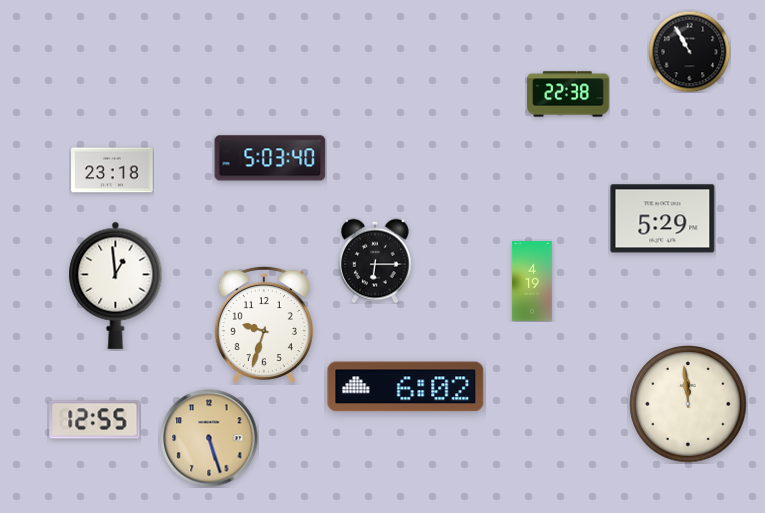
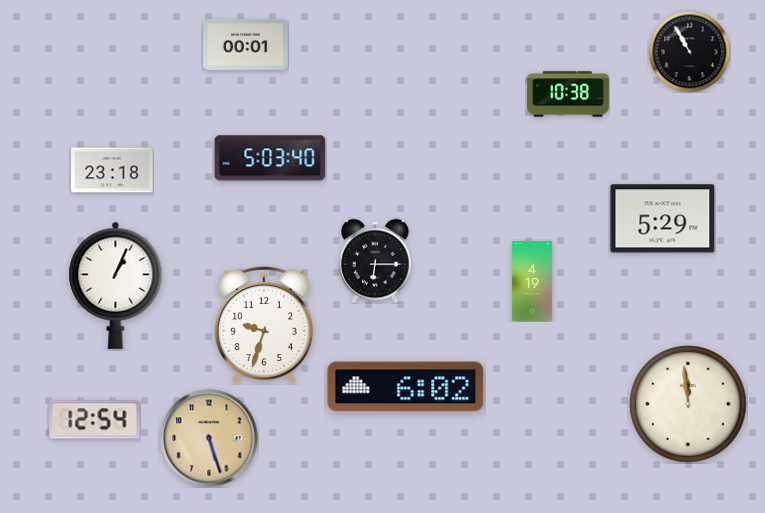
clock at (246, 44): none -> 00:01
clock at (568, 94): 22:38 -> 10:38
clock at (116, 285): 12:59 -> 1:04
clock at (95, 420): 12:55 -> 12:54
